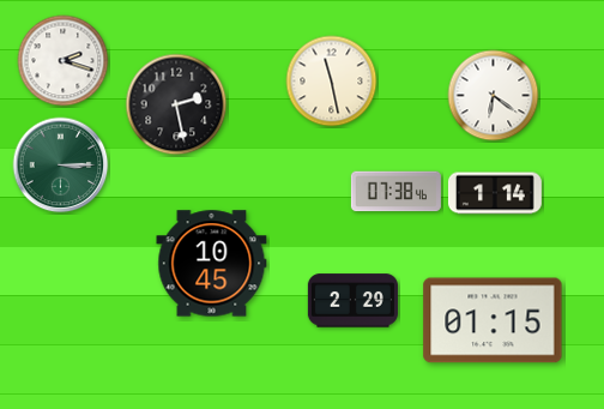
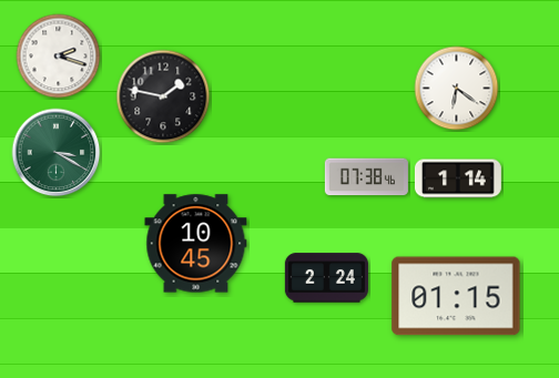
clock at (332, 82): 11:28 -> none
clock at (176, 104): 2:28 -> 1:47
clock at (61, 166): 3:15 -> 3:20
clock at (352, 301): 2:29 -> 2:24
